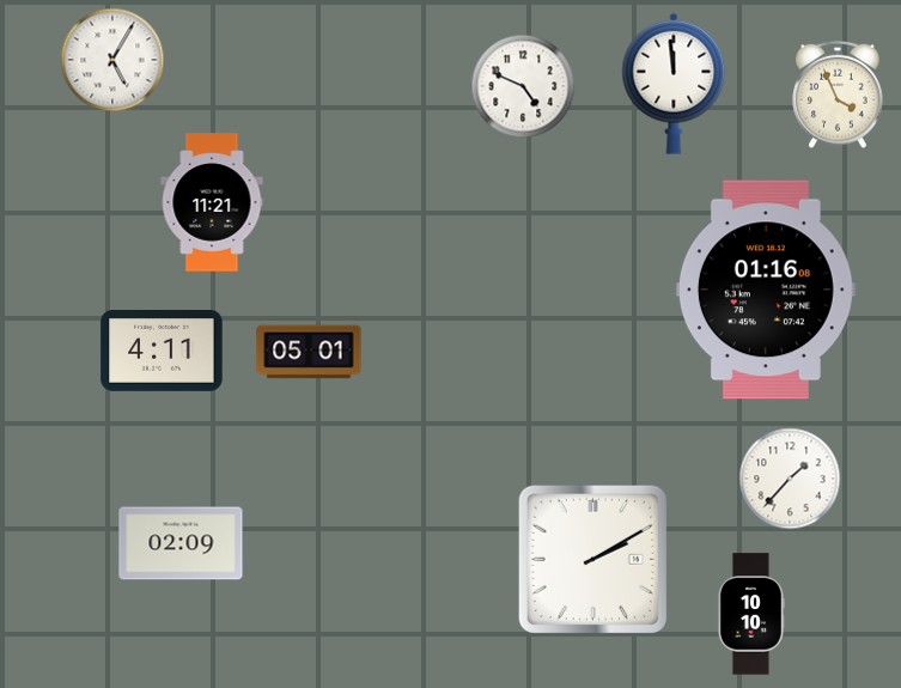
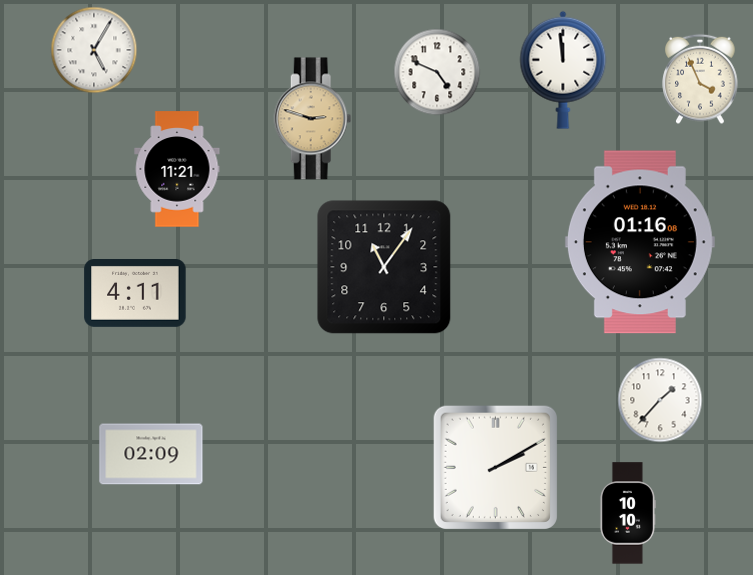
clock at (313, 119): none -> 2:48
clock at (384, 267): none -> 11:06
clock at (309, 352): 05:01 -> none
